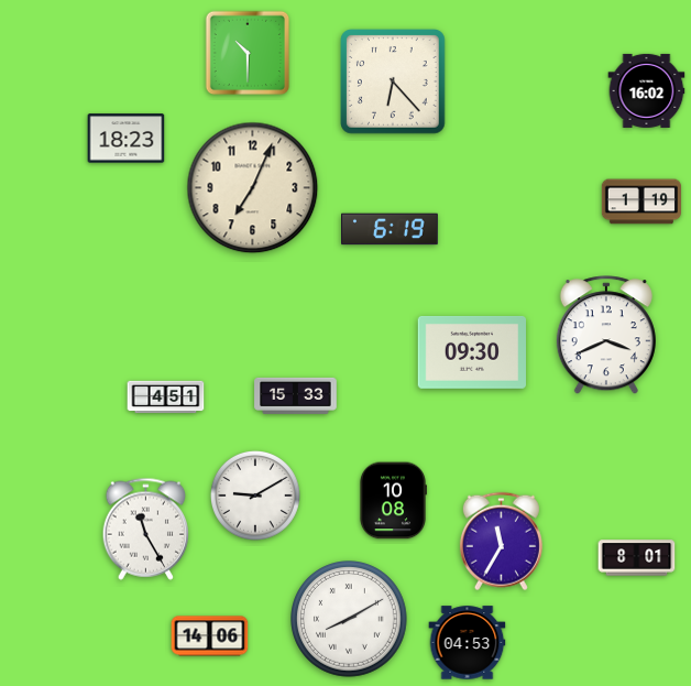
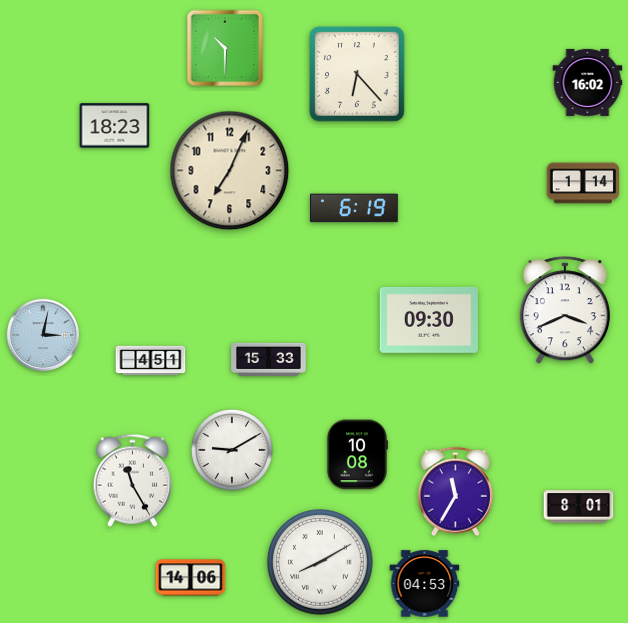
clock at (640, 202): 1:19 -> 1:14
clock at (606, 336) position: (606, 336) -> (565, 311)
clock at (43, 335): none -> 3:02
clock at (350, 620) position: (350, 620) -> (321, 563)
